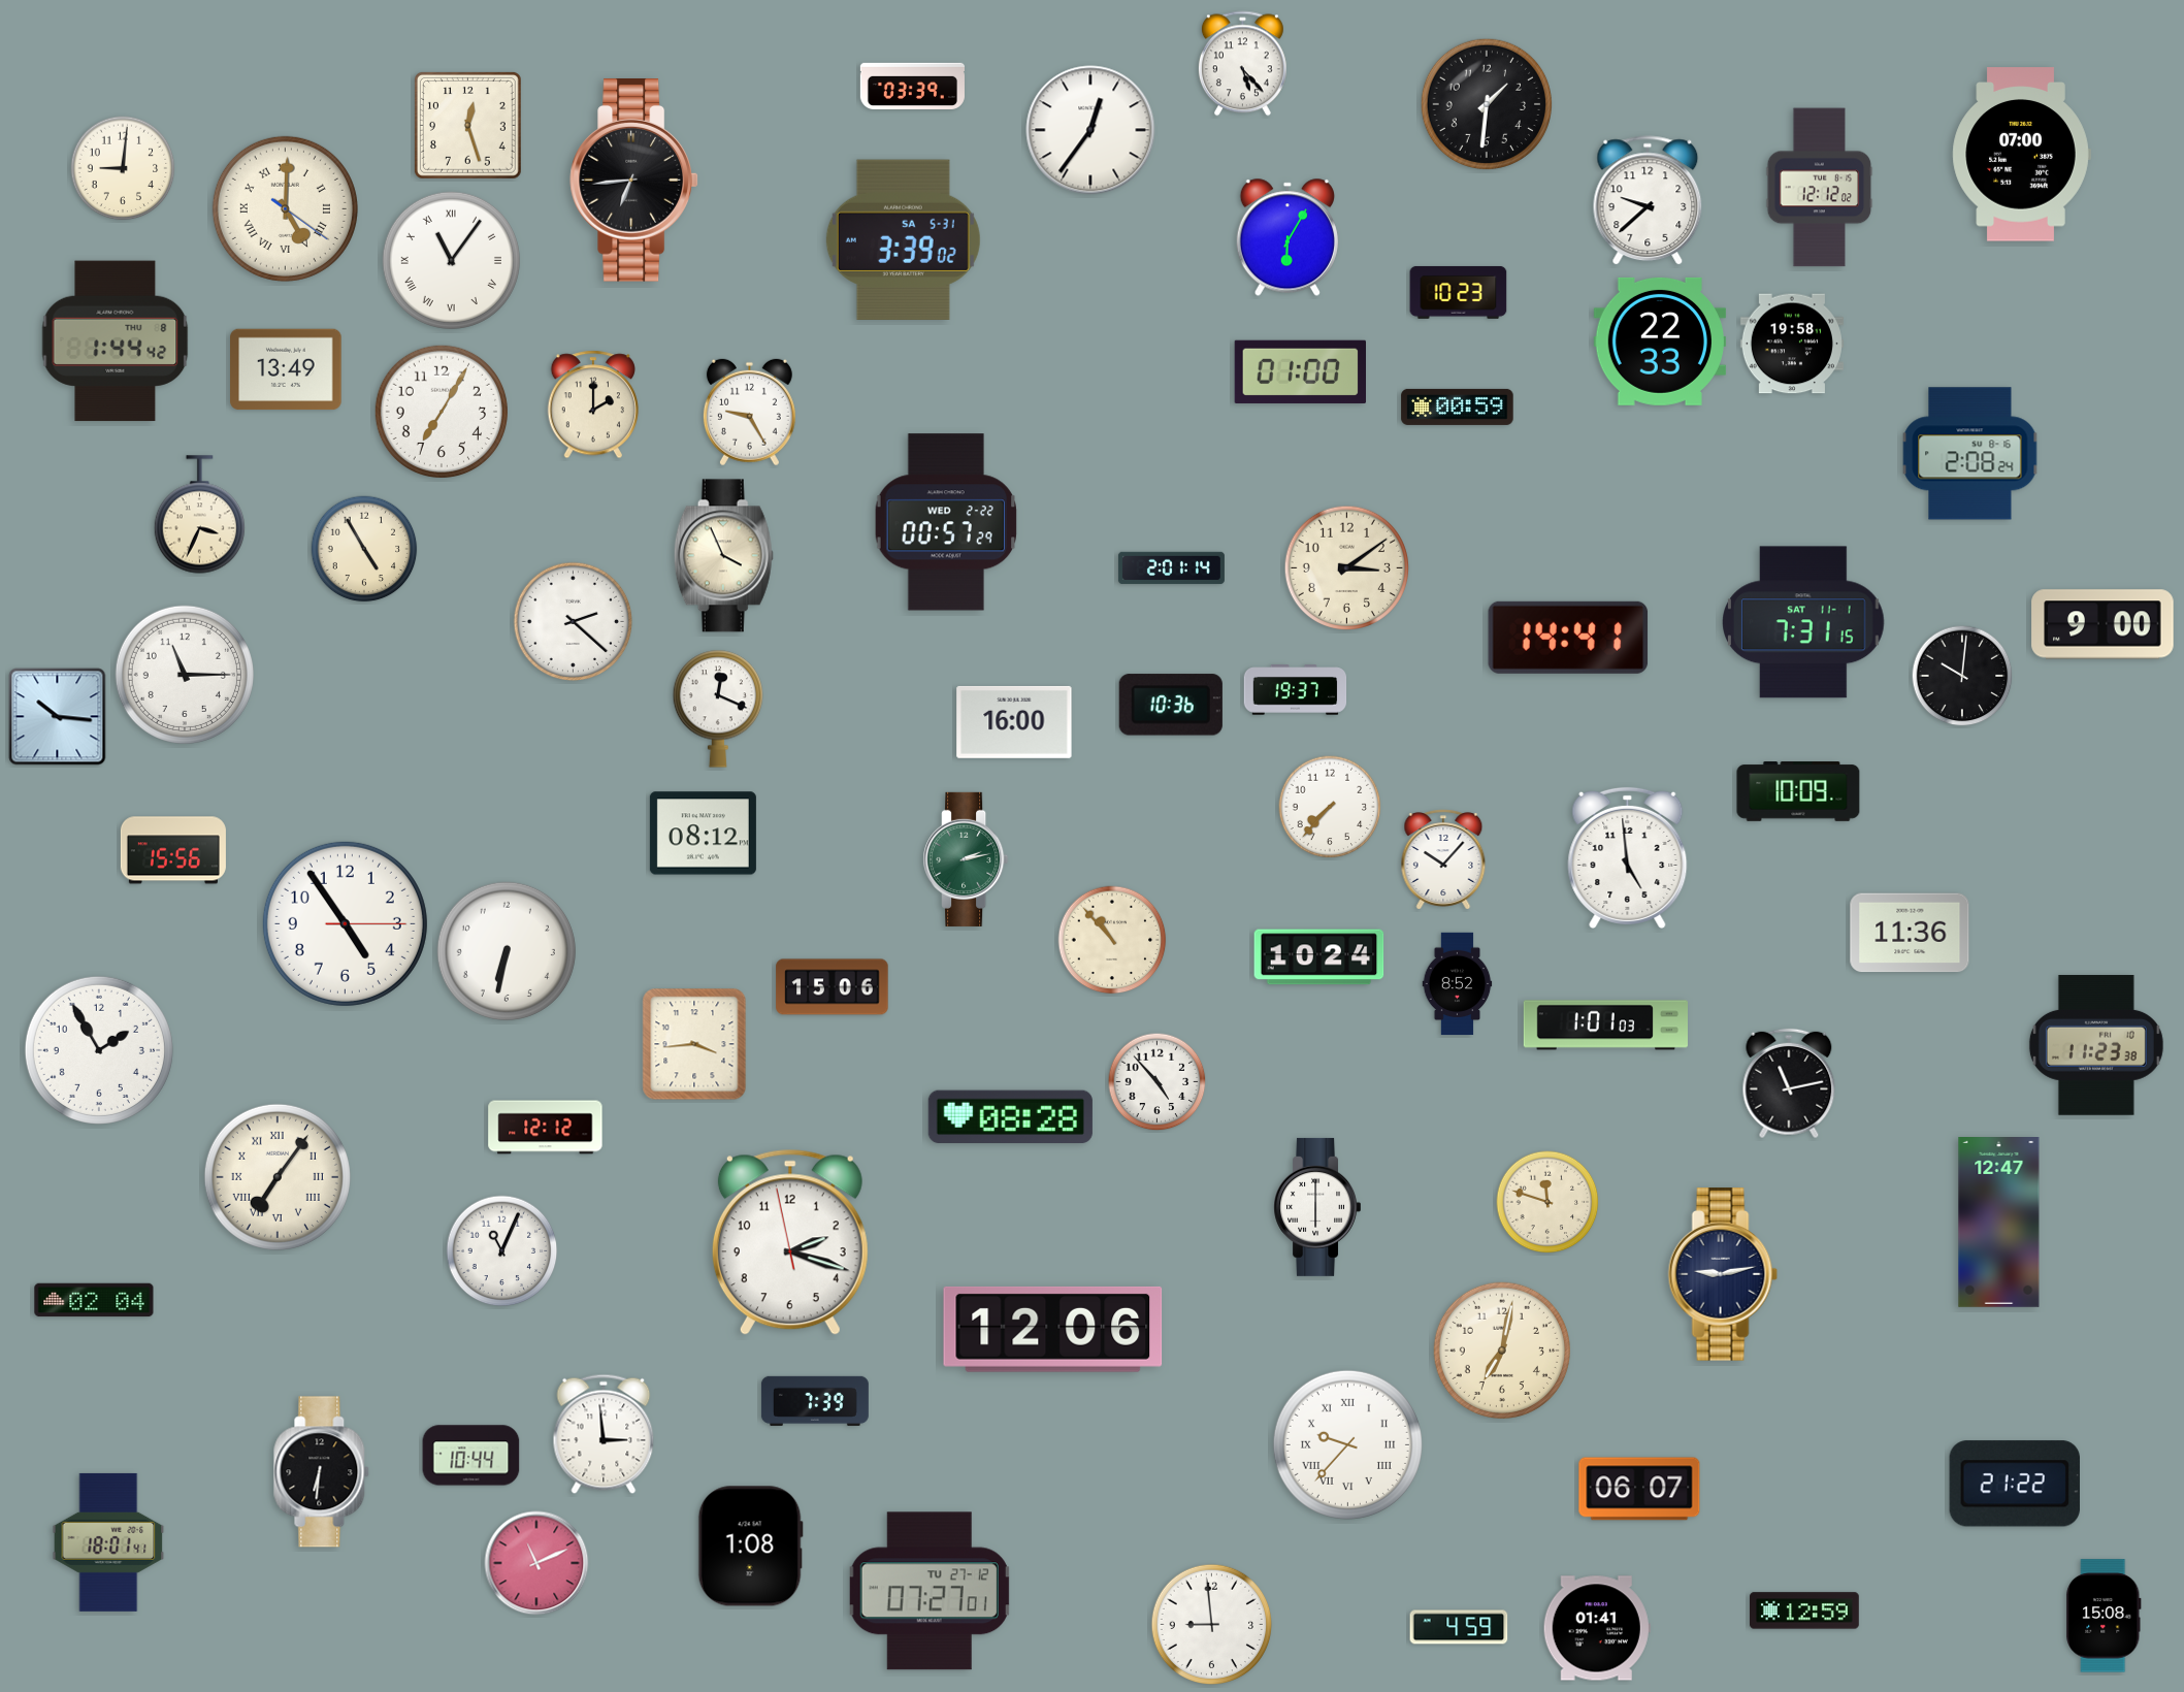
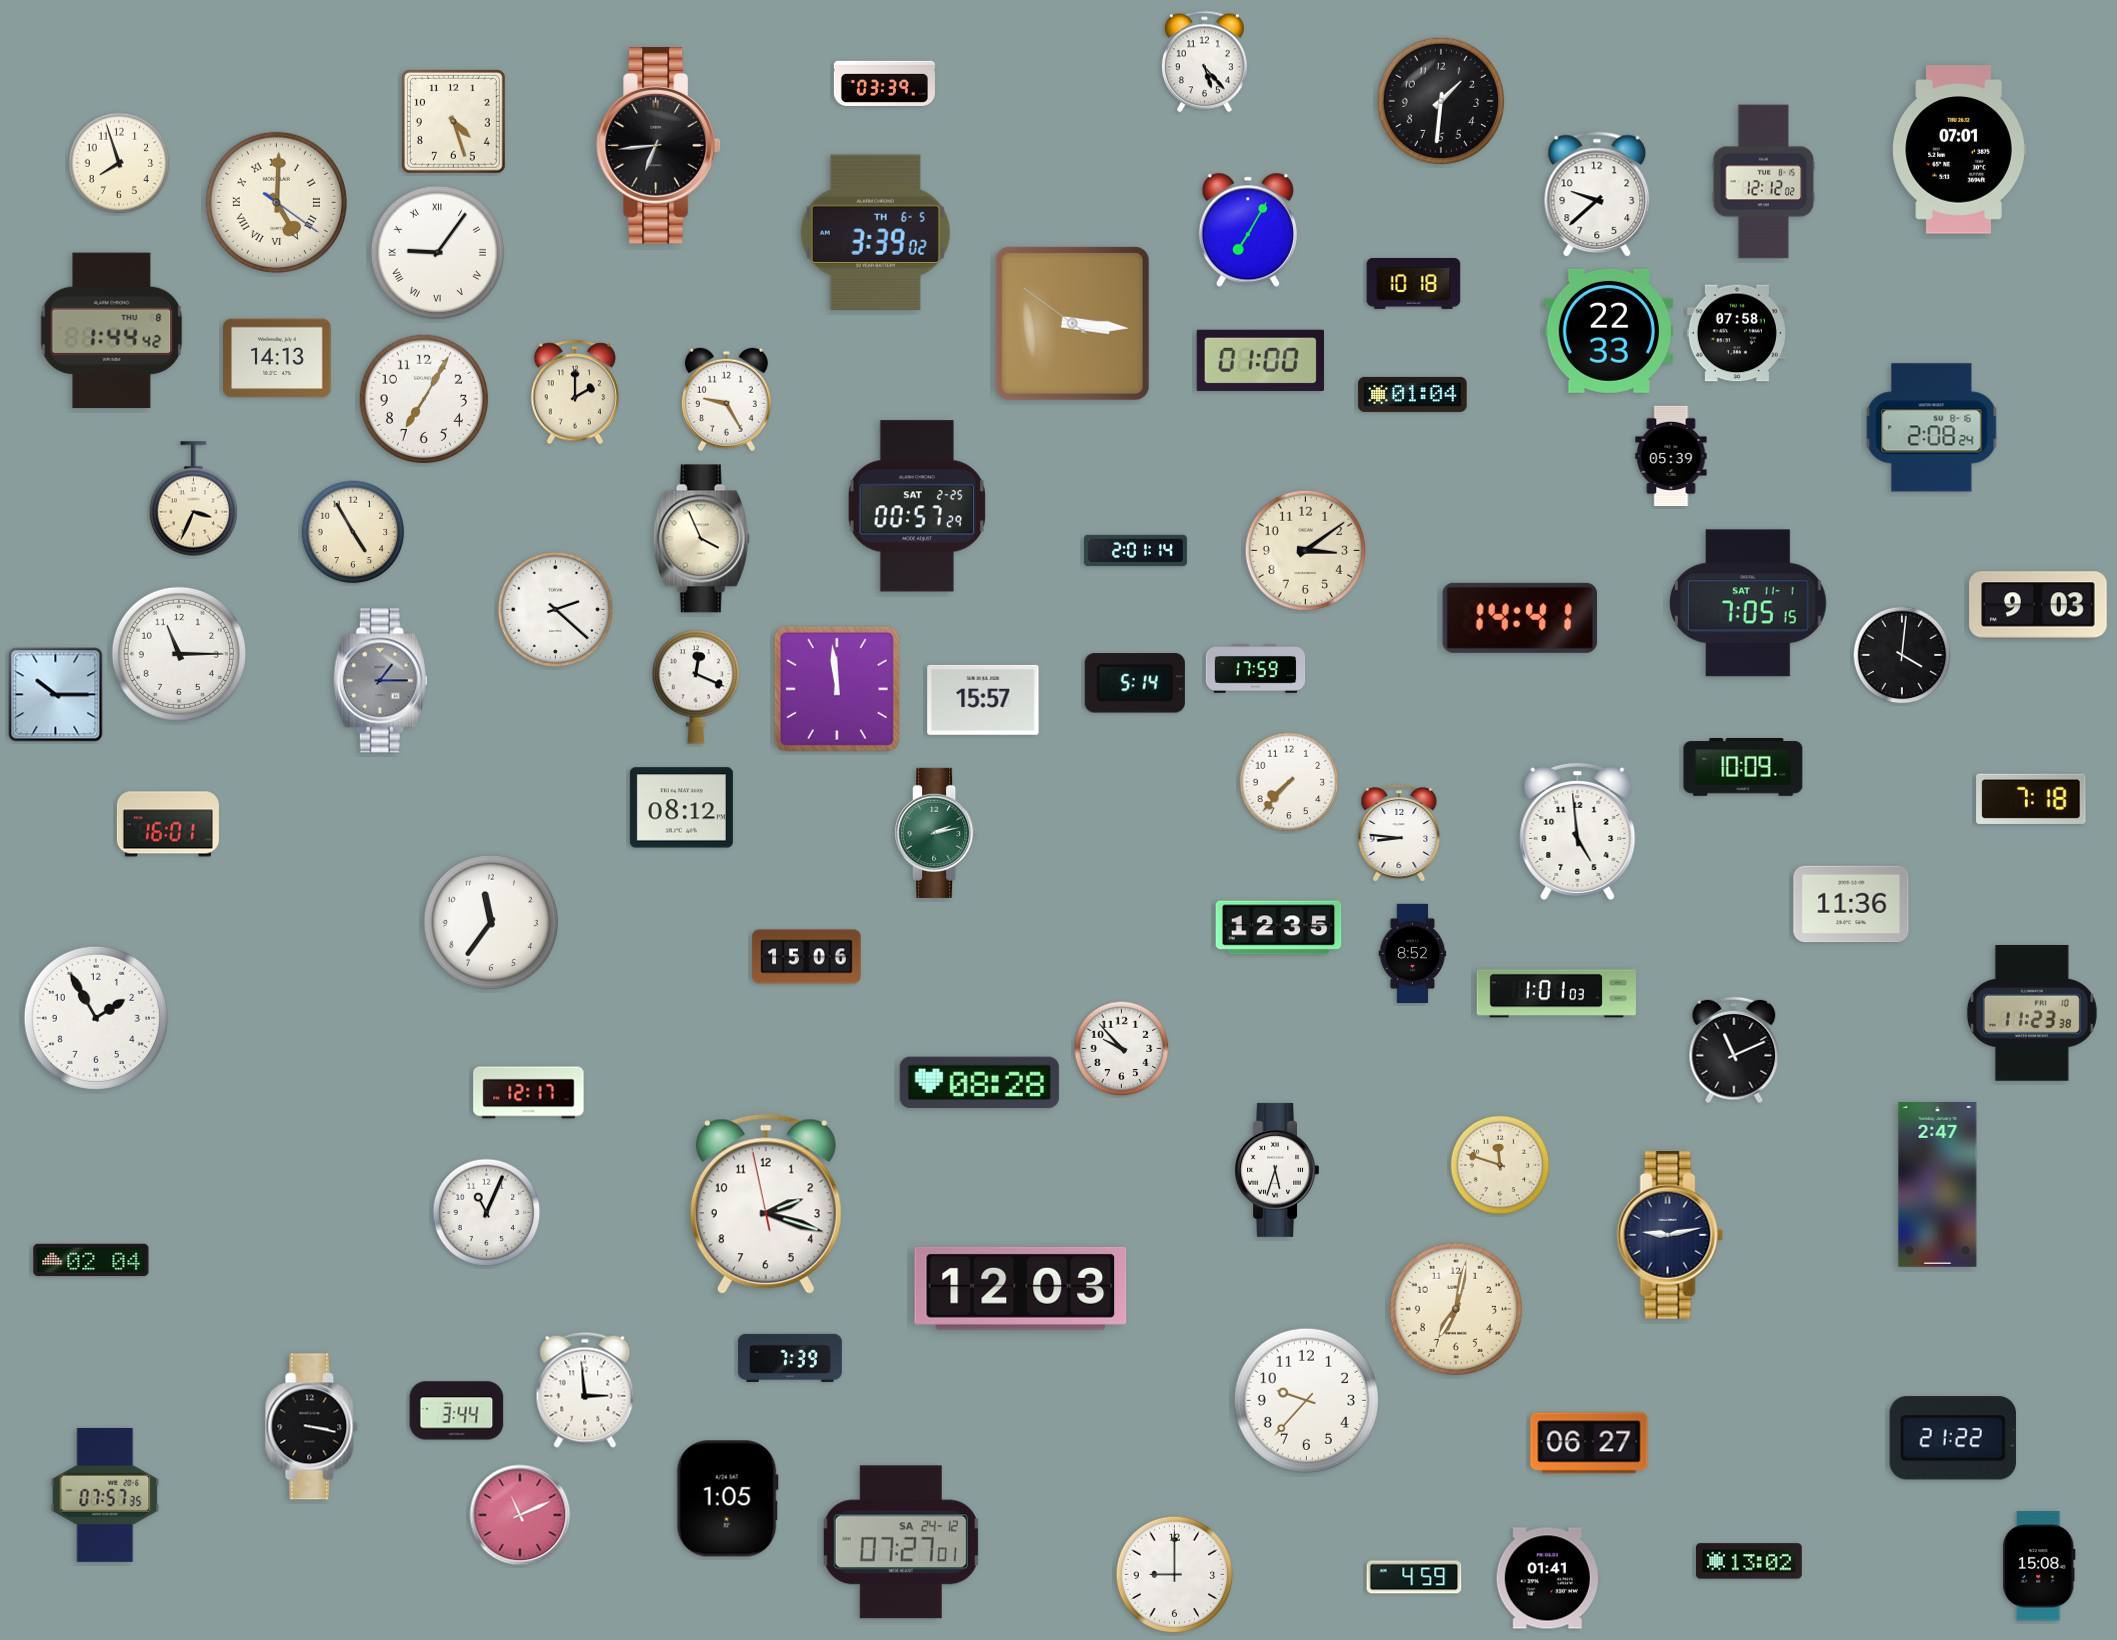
clock at (467, 125): 12:27 -> 4:27
clock at (1090, 130): 12:36 -> none
clock at (2021, 155): 07:00 -> 07:01
clock at (123, 168): 9:01 -> 7:57
clock at (634, 181) position: (634, 181) -> (659, 146)
clock at (1287, 237): 6:05 -> 7:05
clock at (903, 239) date: SA 5-31 -> TH 6-5
clock at (451, 260): 11:06 -> 9:06
clock at (1459, 292): 10:23 -> 10:18
clock at (1072, 323): none -> 3:15
clock at (1792, 344): 19:58 -> 07:58
clock at (286, 369): 13:49 -> 14:13
clock at (1458, 406): 00:59 -> 01:04
clock at (442, 412) position: (442, 412) -> (424, 399)
clock at (1970, 454) position: (1970, 454) -> (1932, 428)
clock at (1671, 455): none -> 05:39
clock at (945, 522) date: WED 2-22 -> SAT 2-25
clock at (574, 622) position: (574, 622) -> (556, 610)
clock at (1804, 622): 7:31 -> 7:05
clock at (2102, 624): 9:00 -> 9:03
clock at (1962, 676): 10:01 -> 4:01
clock at (1296, 690): 19:37 -> 17:59
clock at (380, 681): none -> 1:15
clock at (1171, 705): 10:36 -> 5:14
clock at (837, 689): none -> 11:59
clock at (58, 717): 10:16 -> 10:15
clock at (1014, 722): 16:00 -> 15:57
clock at (2031, 799): none -> 7:18
clock at (173, 850): 15:56 -> 16:01
clock at (1443, 859): 10:07 -> 8:46
clock at (345, 923): 4:54 -> none
clock at (1112, 940): 10:53 -> none
clock at (507, 951): 6:32 -> 11:36
clock at (1319, 957): 10:24 -> 12:35
clock at (694, 1044): 3:44 -> none
clock at (1158, 1082): 4:53 -> 9:53
clock at (1789, 1083): 11:13 -> 11:11
clock at (546, 1128): 12:12 -> 12:17
clock at (278, 1177): 7:06 -> none
clock at (1316, 1207): 6:00 -> 5:33
clock at (1999, 1223): 12:47 -> 2:47
clock at (1053, 1329): 12:06 -> 12:03
clock at (1347, 1444) numerals: Roman -> Arabic
clock at (471, 1456): 10:44 -> 3:44
clock at (322, 1472): 6:31 -> 3:17
clock at (1639, 1489): 06:07 -> 06:27
clock at (108, 1542): 18:01 -> 07:57
clock at (750, 1547): 1:08 -> 1:05
clock at (930, 1591) date: TU 27-12 -> SA 24-12
clock at (1805, 1610): 12:59 -> 13:02
clock at (1212, 1625): 8:59 -> 9:00
